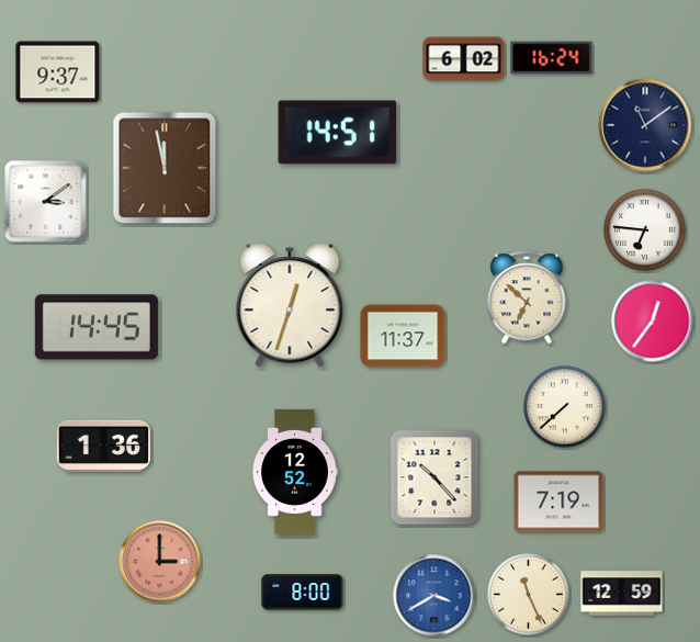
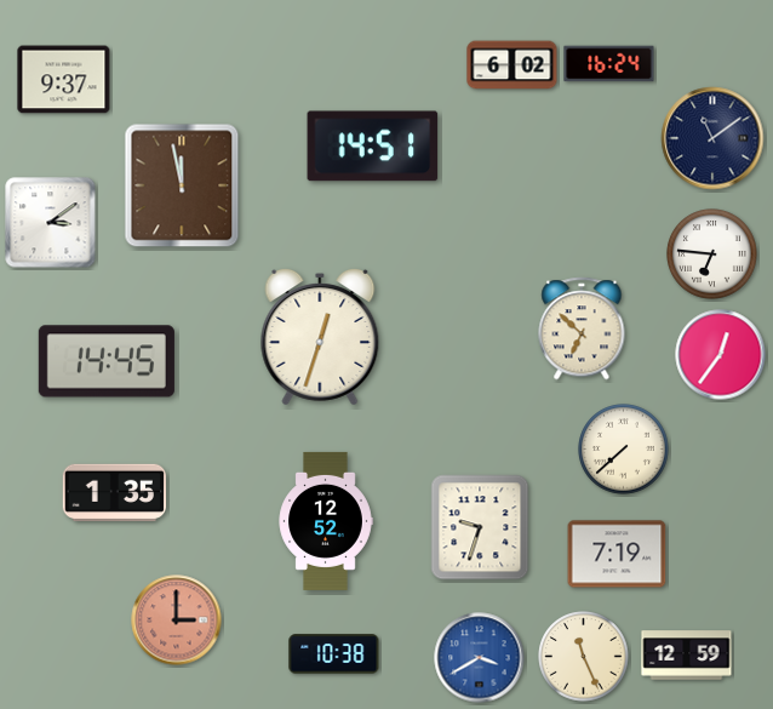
clock at (403, 336): 11:37 -> none
clock at (103, 446): 1:36 -> 1:35
clock at (434, 477): 10:23 -> 9:33
clock at (303, 593): 8:00 -> 10:38
